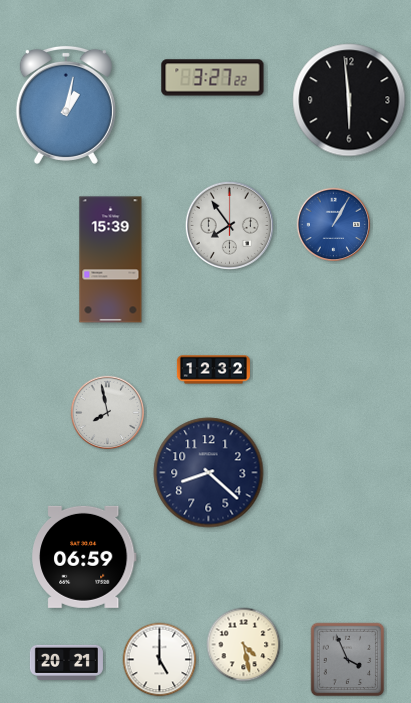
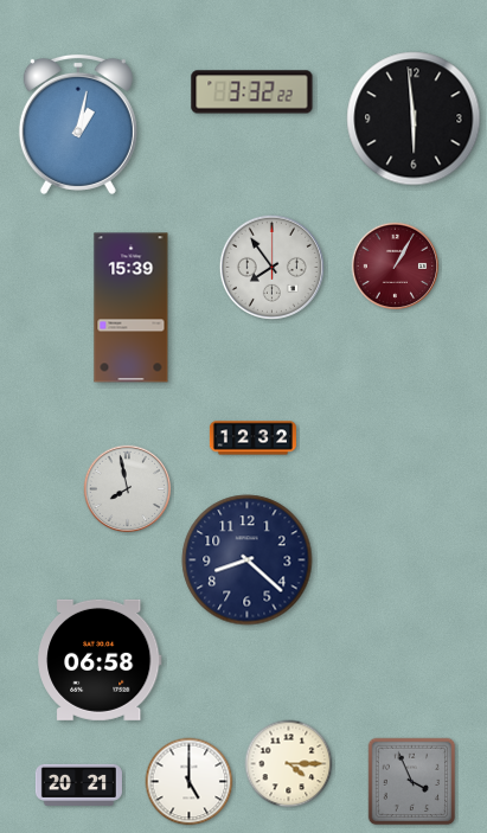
clock at (213, 78): 3:27 -> 3:32
clock at (334, 225) dial: blue -> burgundy
clock at (84, 557): 06:59 -> 06:58
clock at (244, 645): 4:28 -> 4:15
